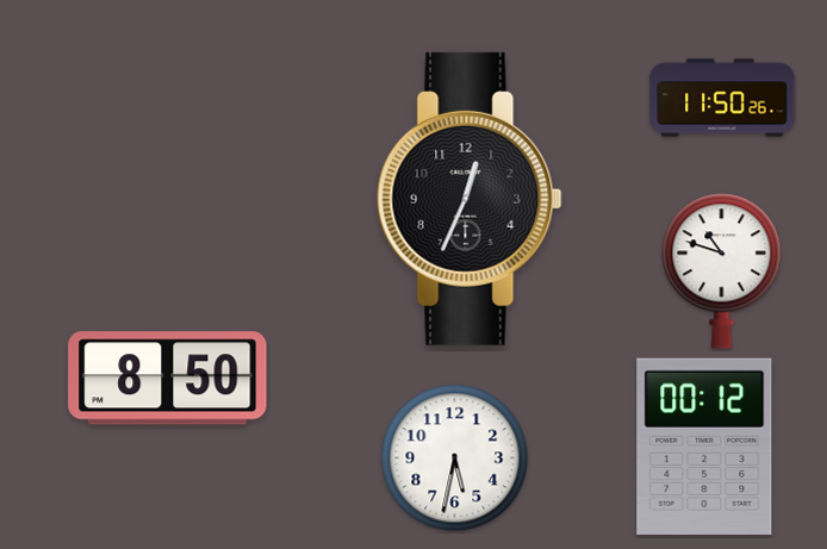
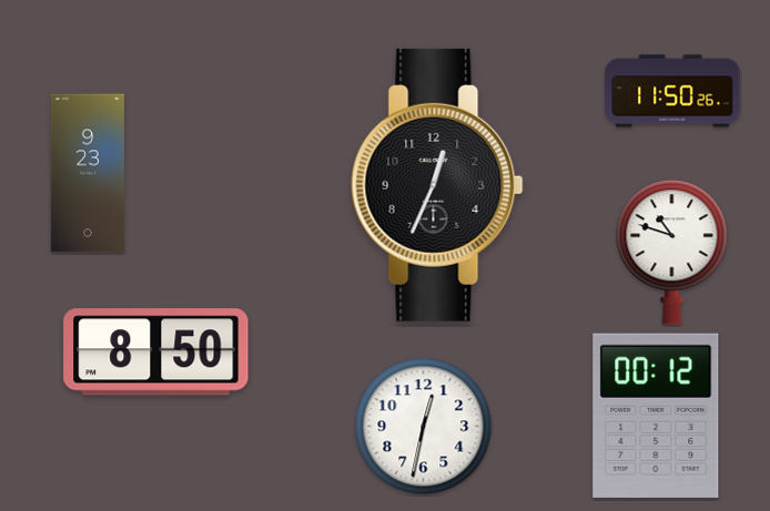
clock at (88, 173): none -> 9:23
clock at (455, 458): 5:32 -> 12:32
